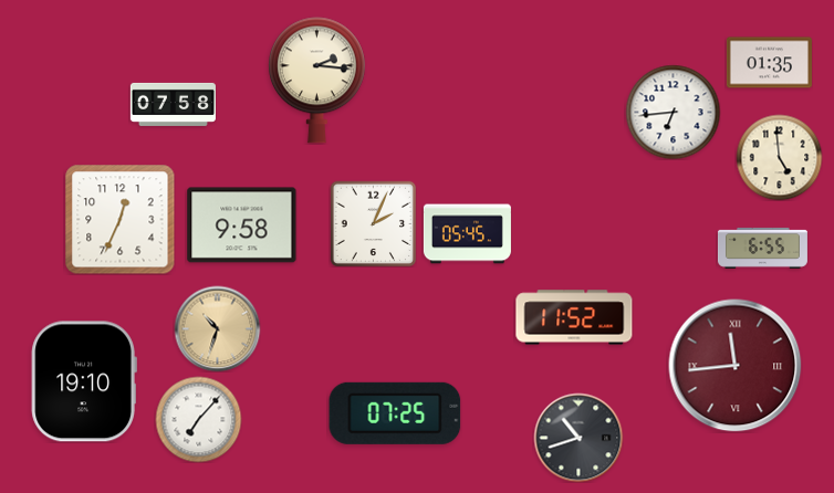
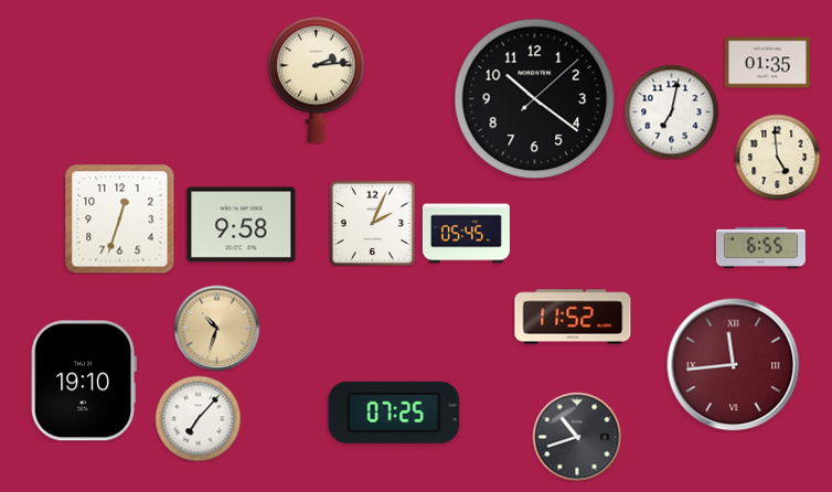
clock at (316, 81): 2:16 -> 2:14
clock at (535, 99): none -> 10:21
clock at (173, 104): 07:58 -> none
clock at (673, 112): 6:44 -> 7:02
clock at (119, 219): 12:34 -> 12:33
